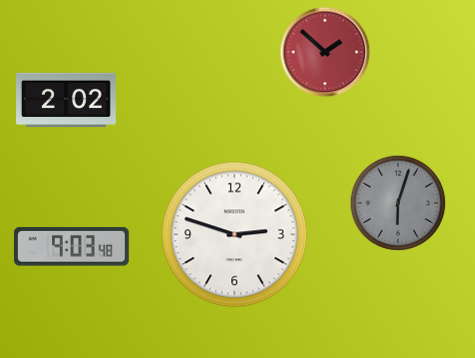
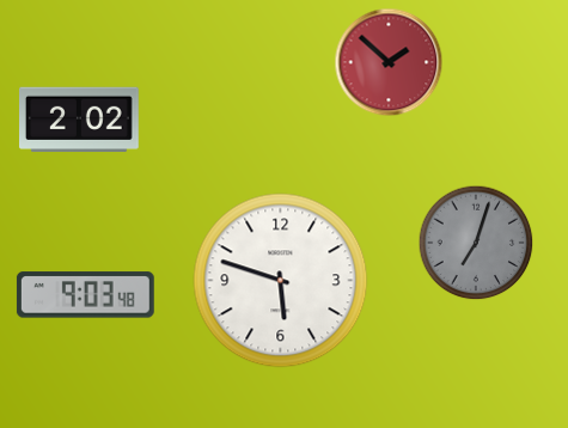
clock at (398, 203): 6:03 -> 7:03
clock at (235, 235): 2:48 -> 5:48
